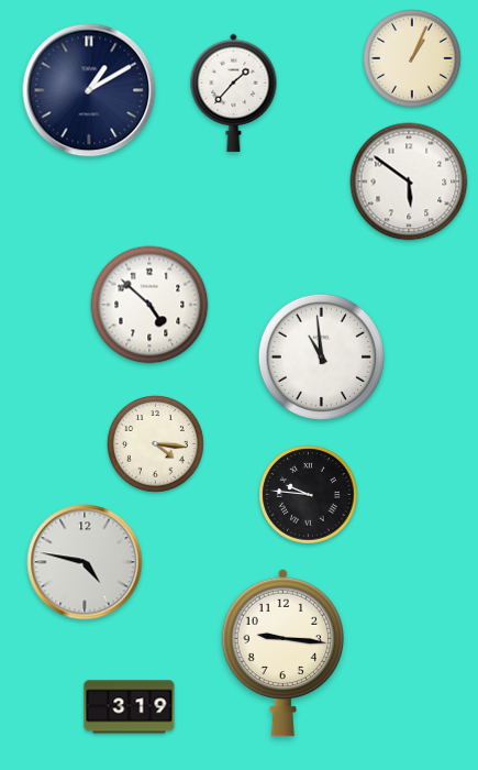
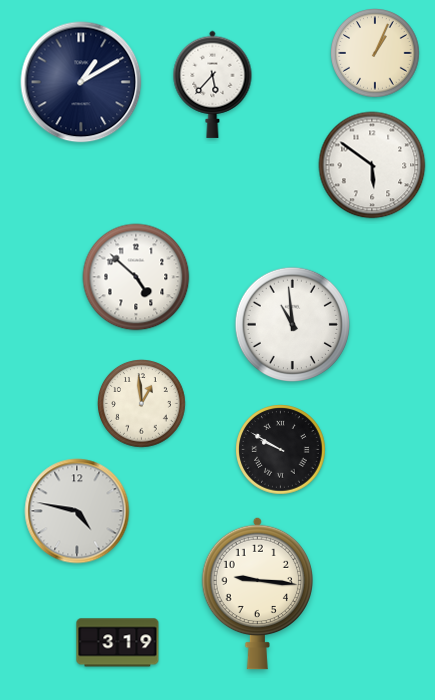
clock at (234, 92): 1:37 -> 5:37
clock at (156, 444): 4:16 -> 12:59
clock at (309, 495): 9:46 -> 9:50
